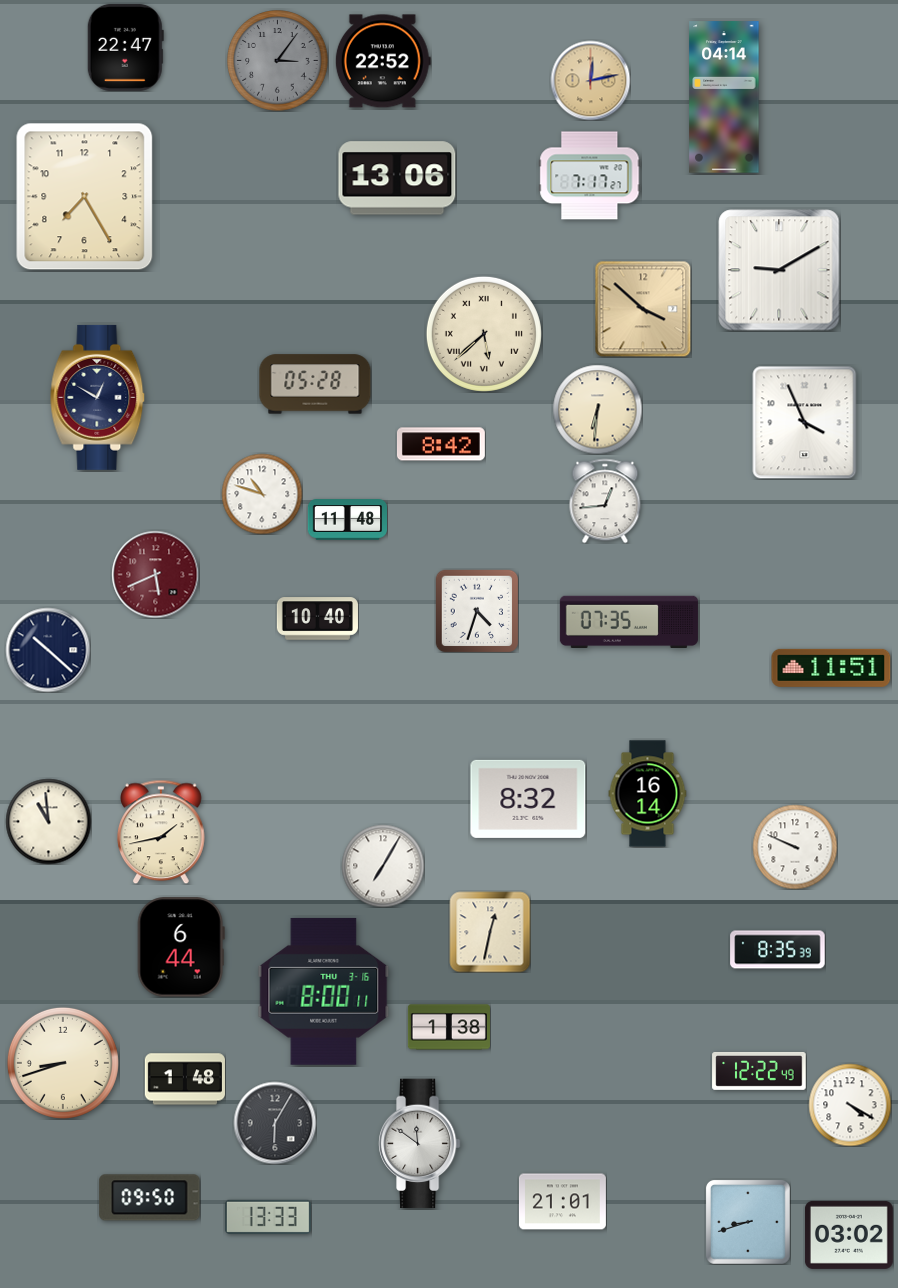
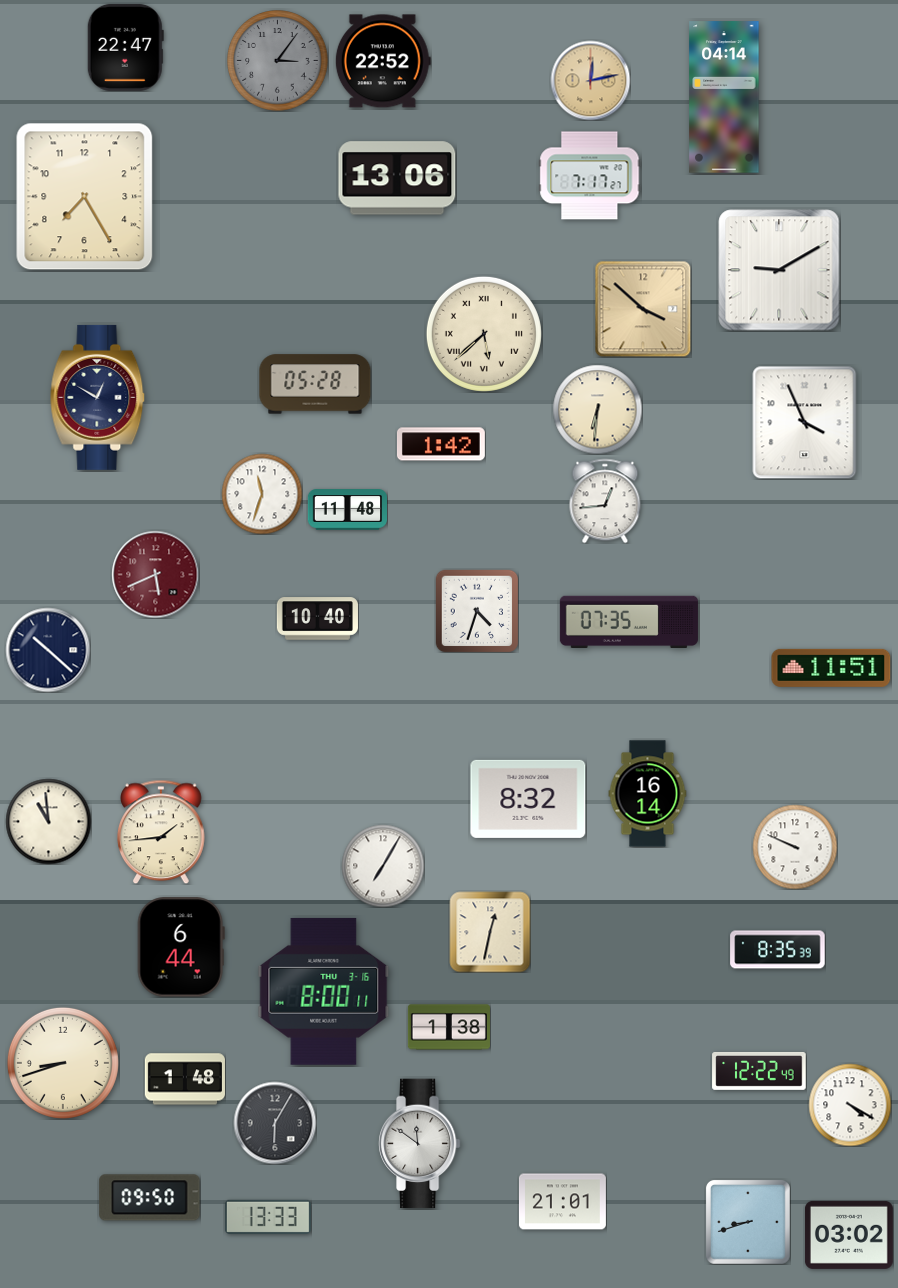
clock at (441, 444): 8:42 -> 1:42
clock at (262, 494): 10:48 -> 11:33
clock at (347, 520) position: (347, 520) -> (347, 510)
clock at (162, 832): 1:43 -> 1:44
